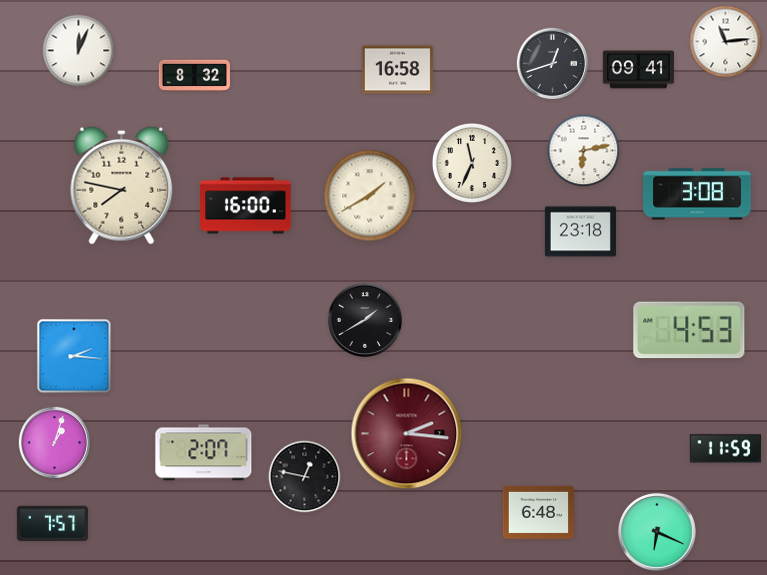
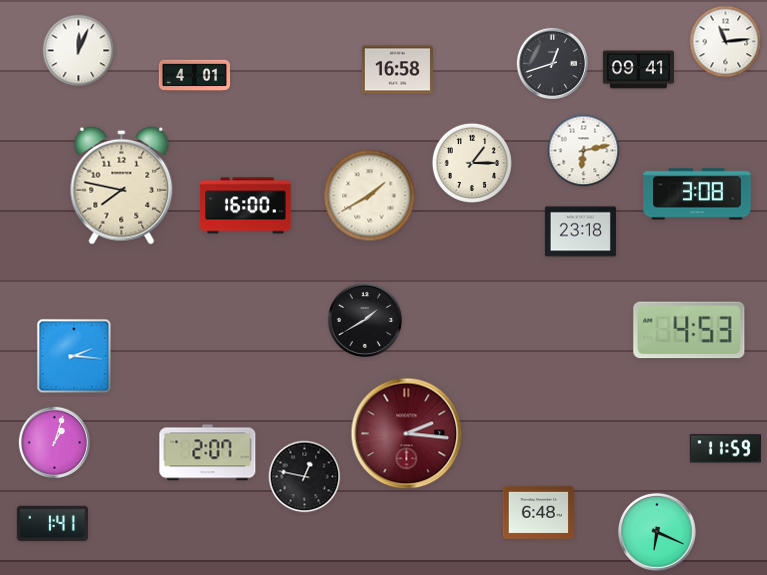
clock at (194, 76): 8:32 -> 4:01
clock at (472, 163): 11:34 -> 1:15
clock at (204, 453) position: (204, 453) -> (208, 453)
clock at (52, 524): 7:57 -> 1:41
